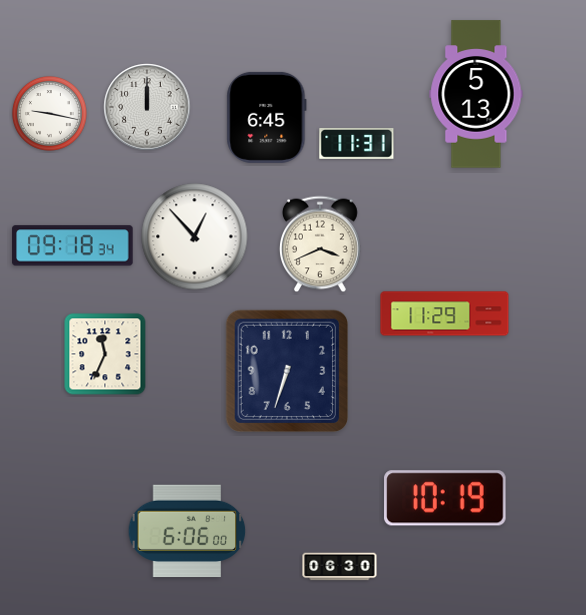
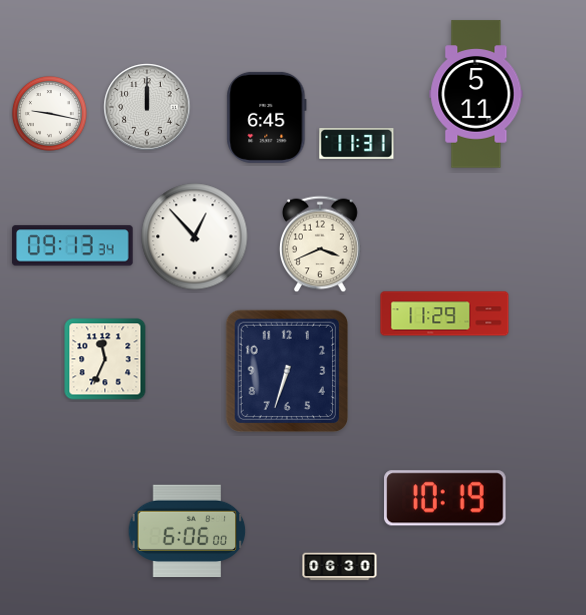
clock at (476, 94): 5:13 -> 5:11
clock at (73, 246): 09:18 -> 09:13
clock at (105, 354) position: (105, 354) -> (105, 359)
